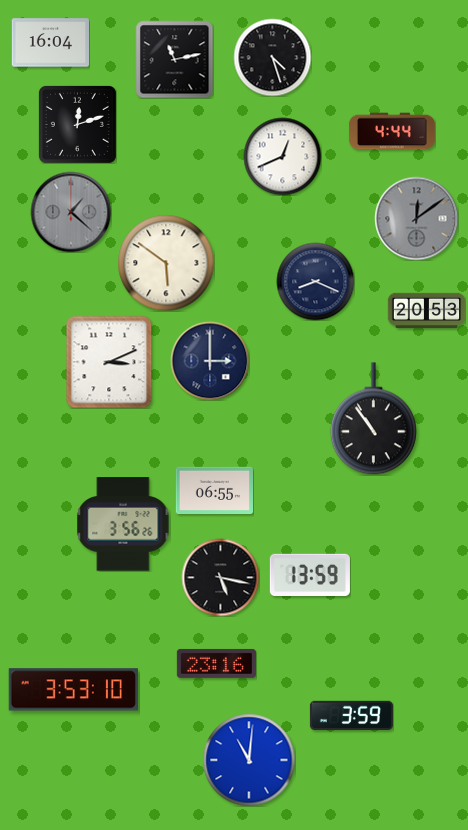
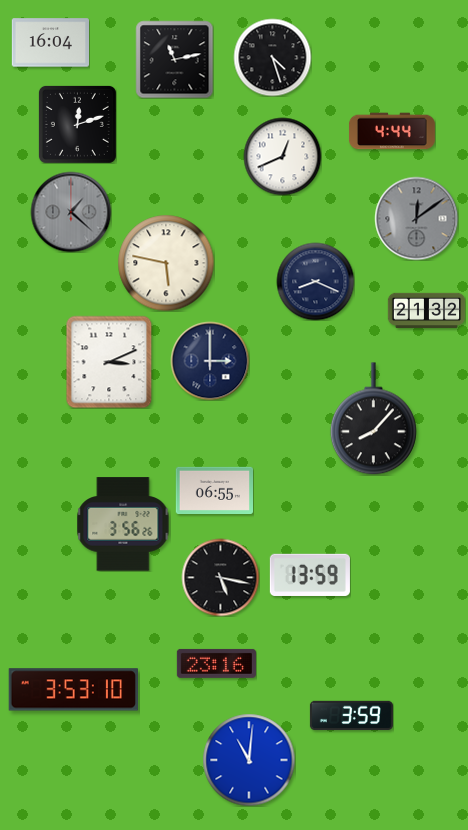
clock at (166, 263): 5:51 -> 5:47
clock at (426, 311): 20:53 -> 21:32
clock at (373, 419): 10:54 -> 8:07
